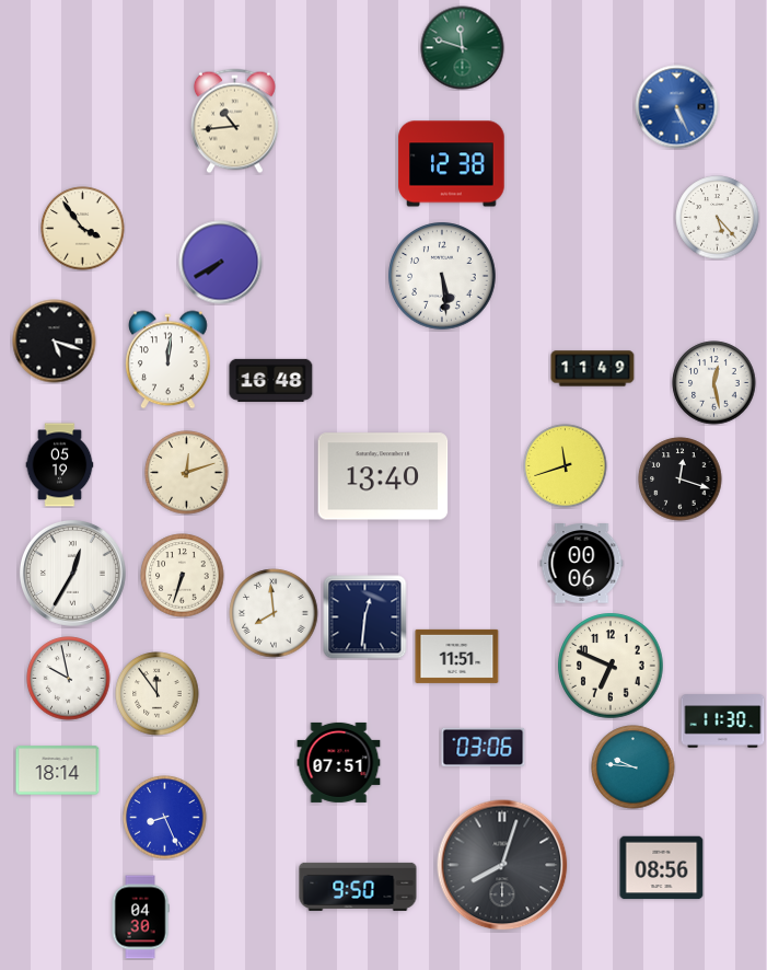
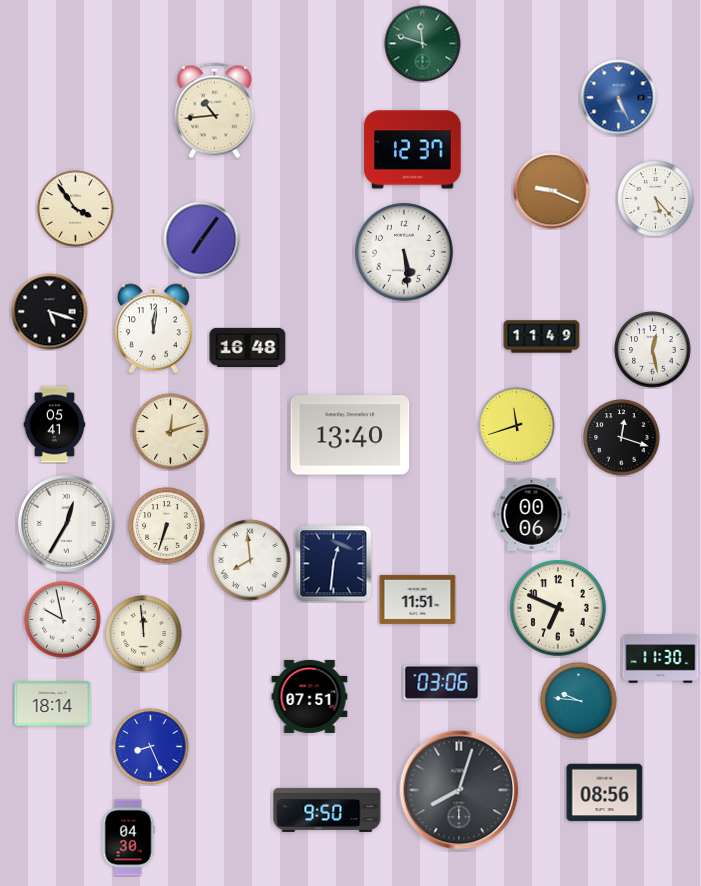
clock at (452, 164): 12:38 -> 12:37
clock at (552, 191): none -> 9:19
clock at (221, 263): 7:40 -> 7:06
clock at (60, 465): 05:19 -> 05:41
clock at (158, 694): 11:54 -> 11:59
